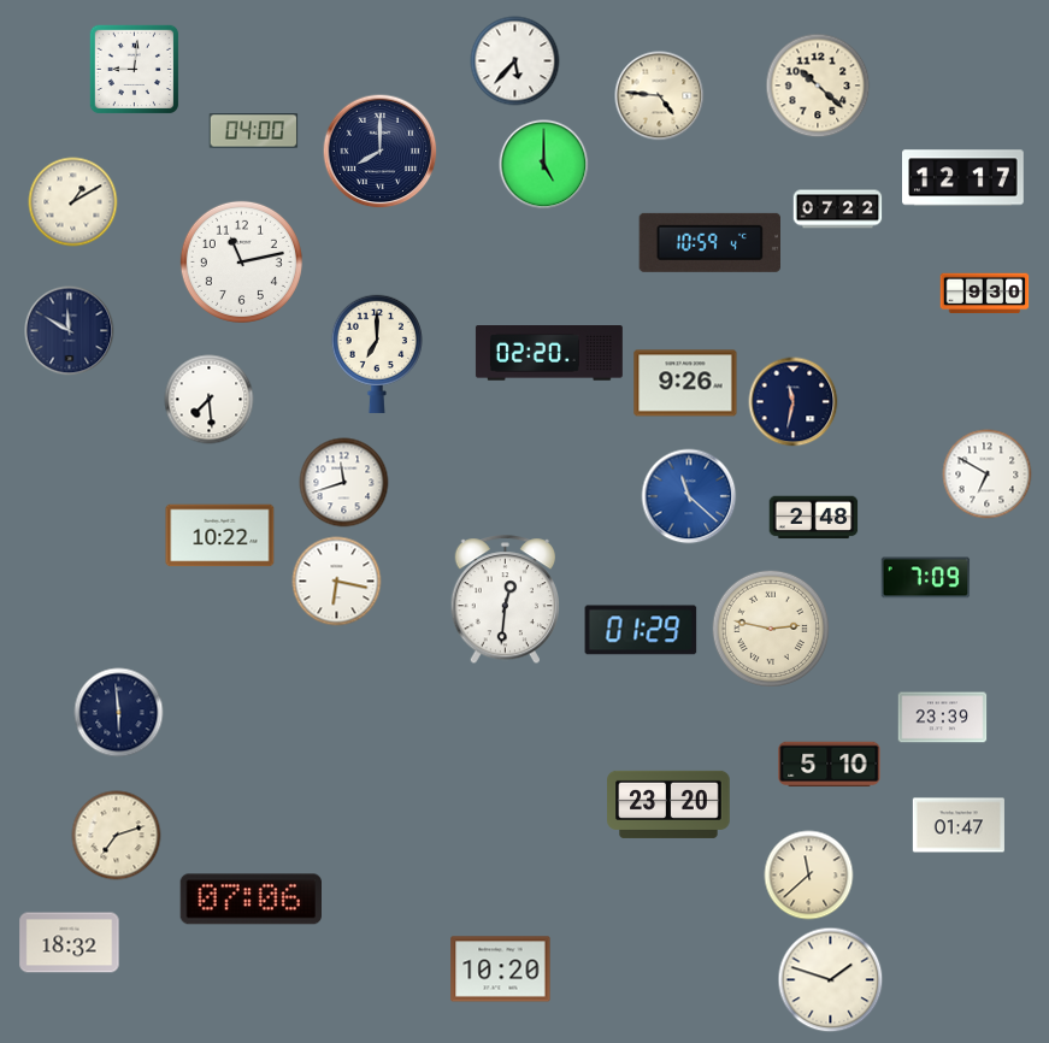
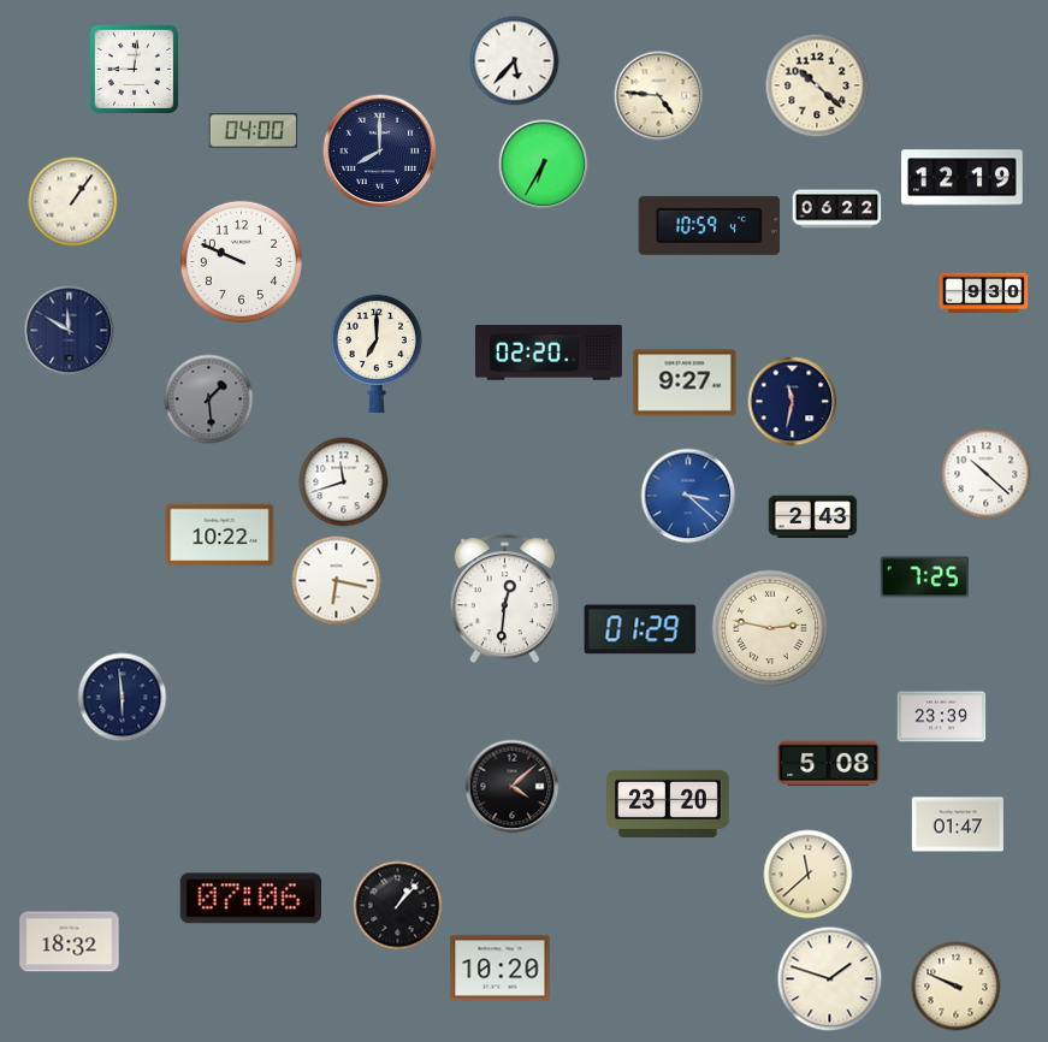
clock at (544, 165): 5:00 -> 6:35
clock at (963, 178): 12:17 -> 12:19
clock at (73, 202): 1:10 -> 1:06
clock at (838, 210): 07:22 -> 06:22
clock at (709, 242) position: (709, 242) -> (709, 225)
clock at (241, 261): 11:13 -> 9:49
clock at (685, 383): 9:26 -> 9:27
clock at (210, 400): 7:29 -> 1:29
clock at (210, 400) dial: white -> grey
clock at (988, 475): 6:50 -> 10:22
clock at (689, 496): 11:22 -> 3:22
clock at (814, 518): 2:48 -> 2:43
clock at (926, 578): 7:09 -> 7:25
clock at (119, 713) position: (119, 713) -> (123, 698)
clock at (830, 765): 5:10 -> 5:08
clock at (513, 787): none -> 4:08
clock at (117, 836): 7:12 -> none
clock at (398, 906): none -> 1:07
clock at (957, 987): none -> 9:49
